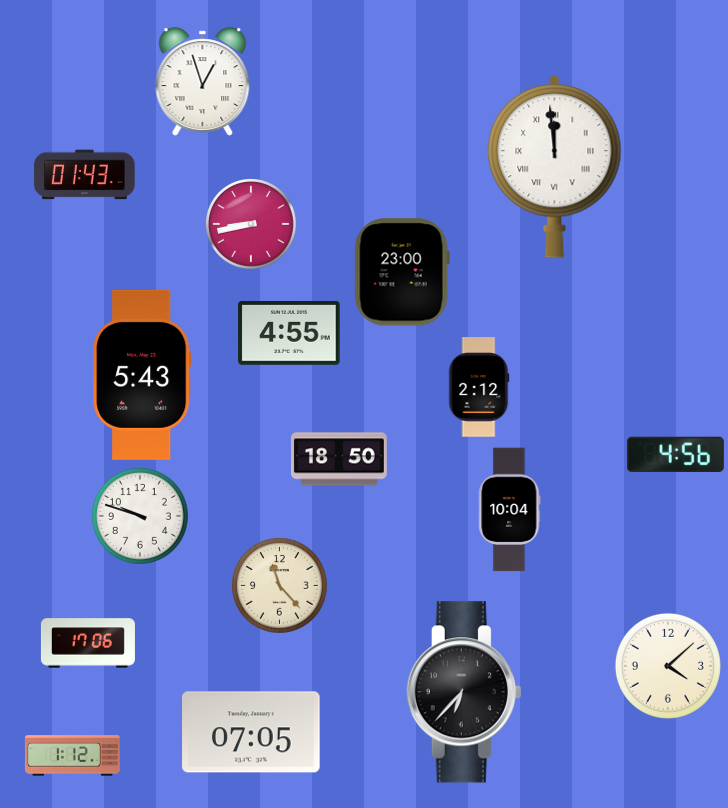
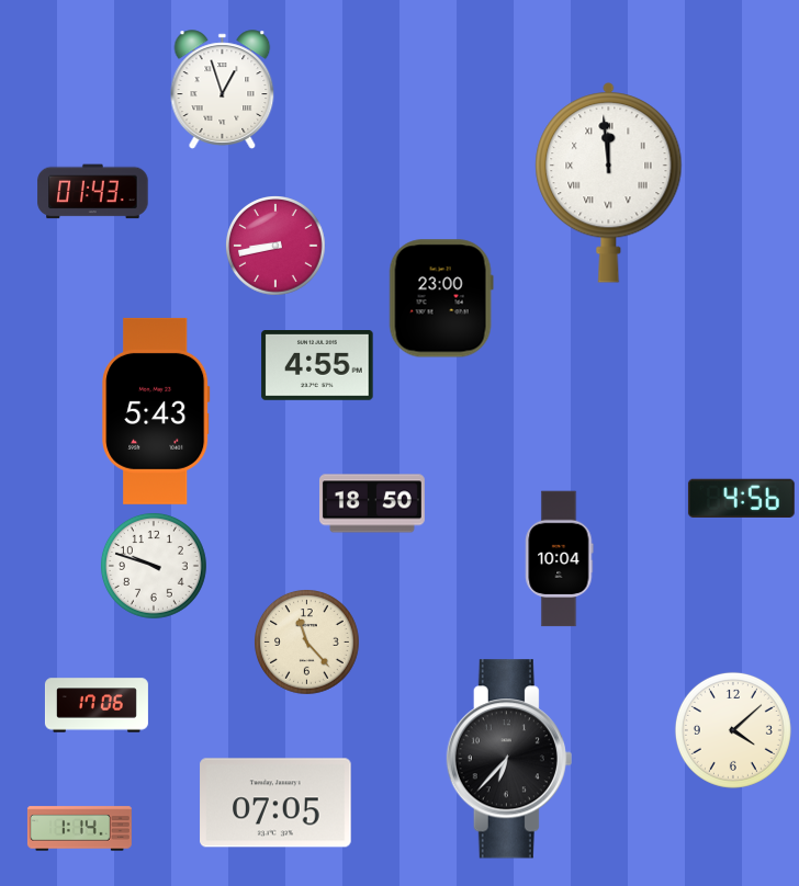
clock at (479, 387): 2:12 -> none
clock at (72, 756): 1:12 -> 1:14
